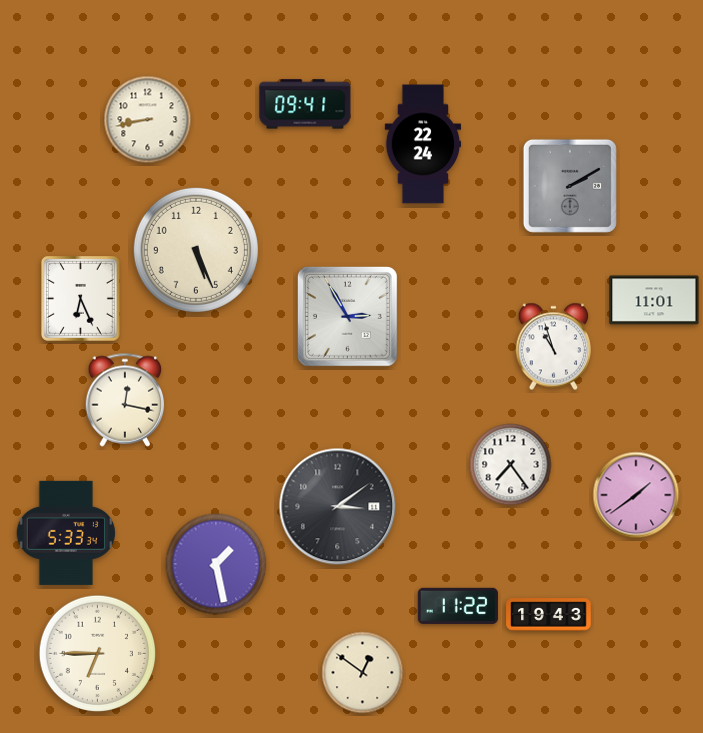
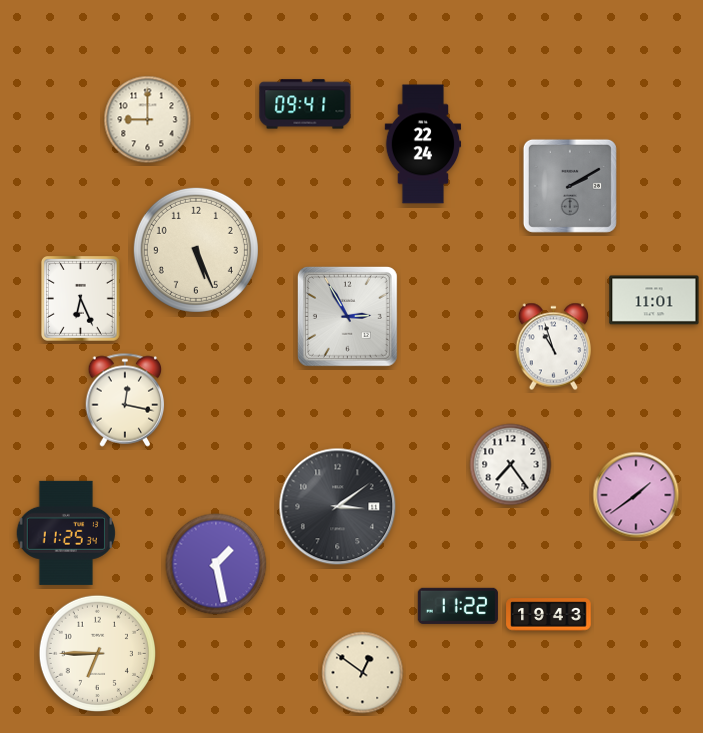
clock at (148, 120): 8:43 -> 9:00
clock at (65, 533): 5:33 -> 11:25
